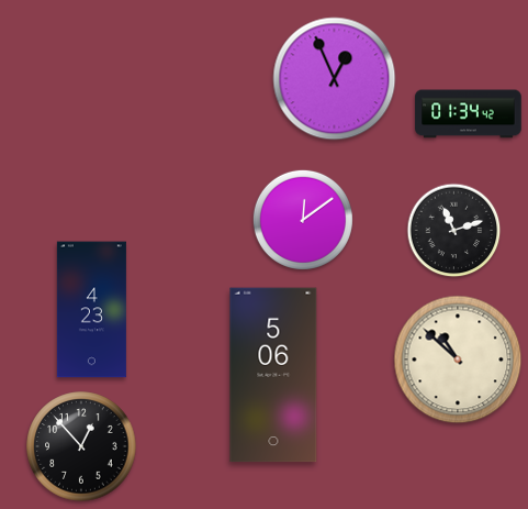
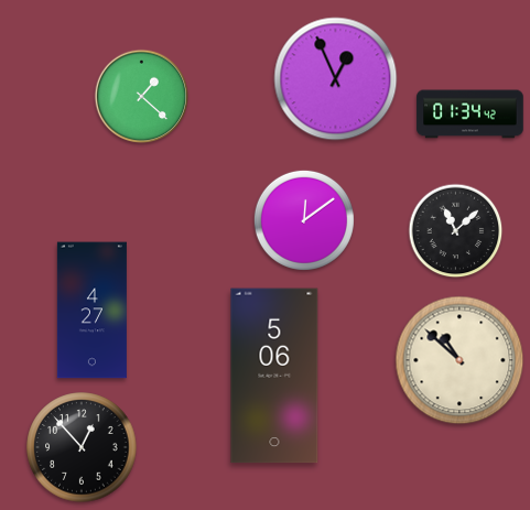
clock at (142, 97): none -> 1:22
clock at (454, 231): 11:12 -> 11:08
clock at (91, 310): 4:23 -> 4:27
